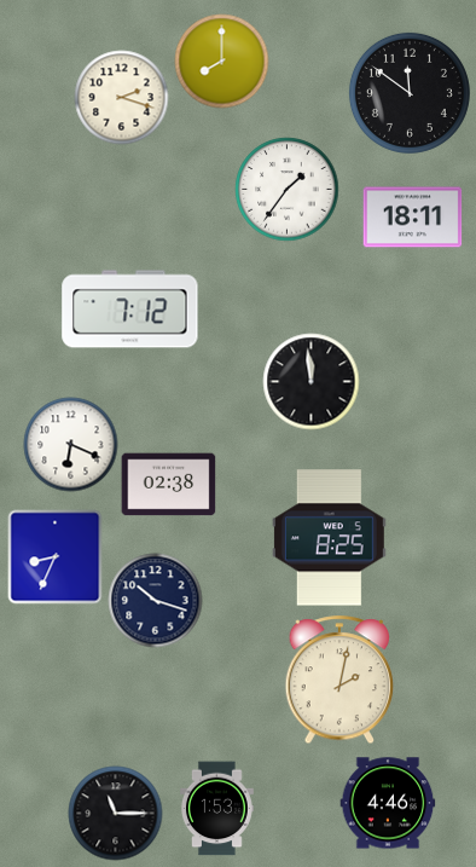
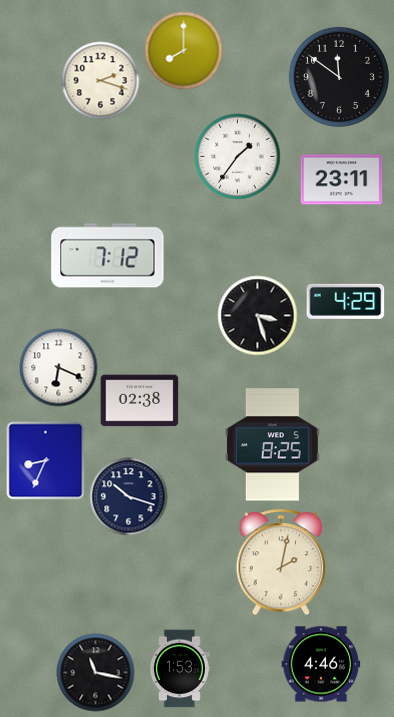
clock at (412, 218): 18:11 -> 23:11
clock at (345, 301): none -> 4:29
clock at (310, 381): 11:59 -> 3:27
clock at (115, 813): 11:15 -> 11:17
